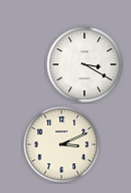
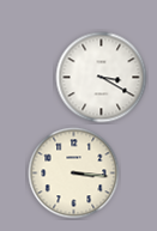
clock at (62, 145): 3:11 -> 3:16
